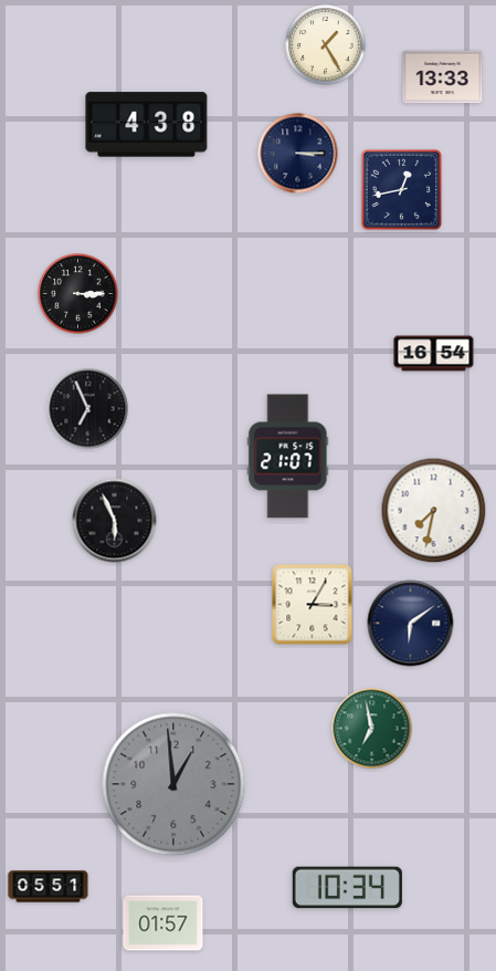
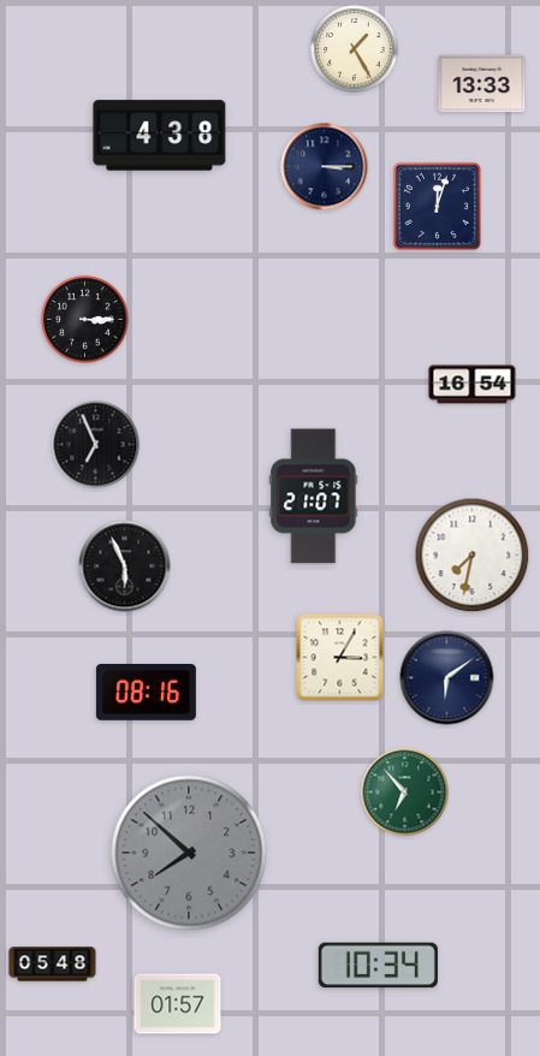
clock at (401, 189): 12:43 -> 12:03
clock at (146, 693): none -> 08:16
clock at (372, 729): 6:58 -> 6:53
clock at (173, 784): 12:59 -> 7:52
clock at (49, 887): 05:51 -> 05:48
